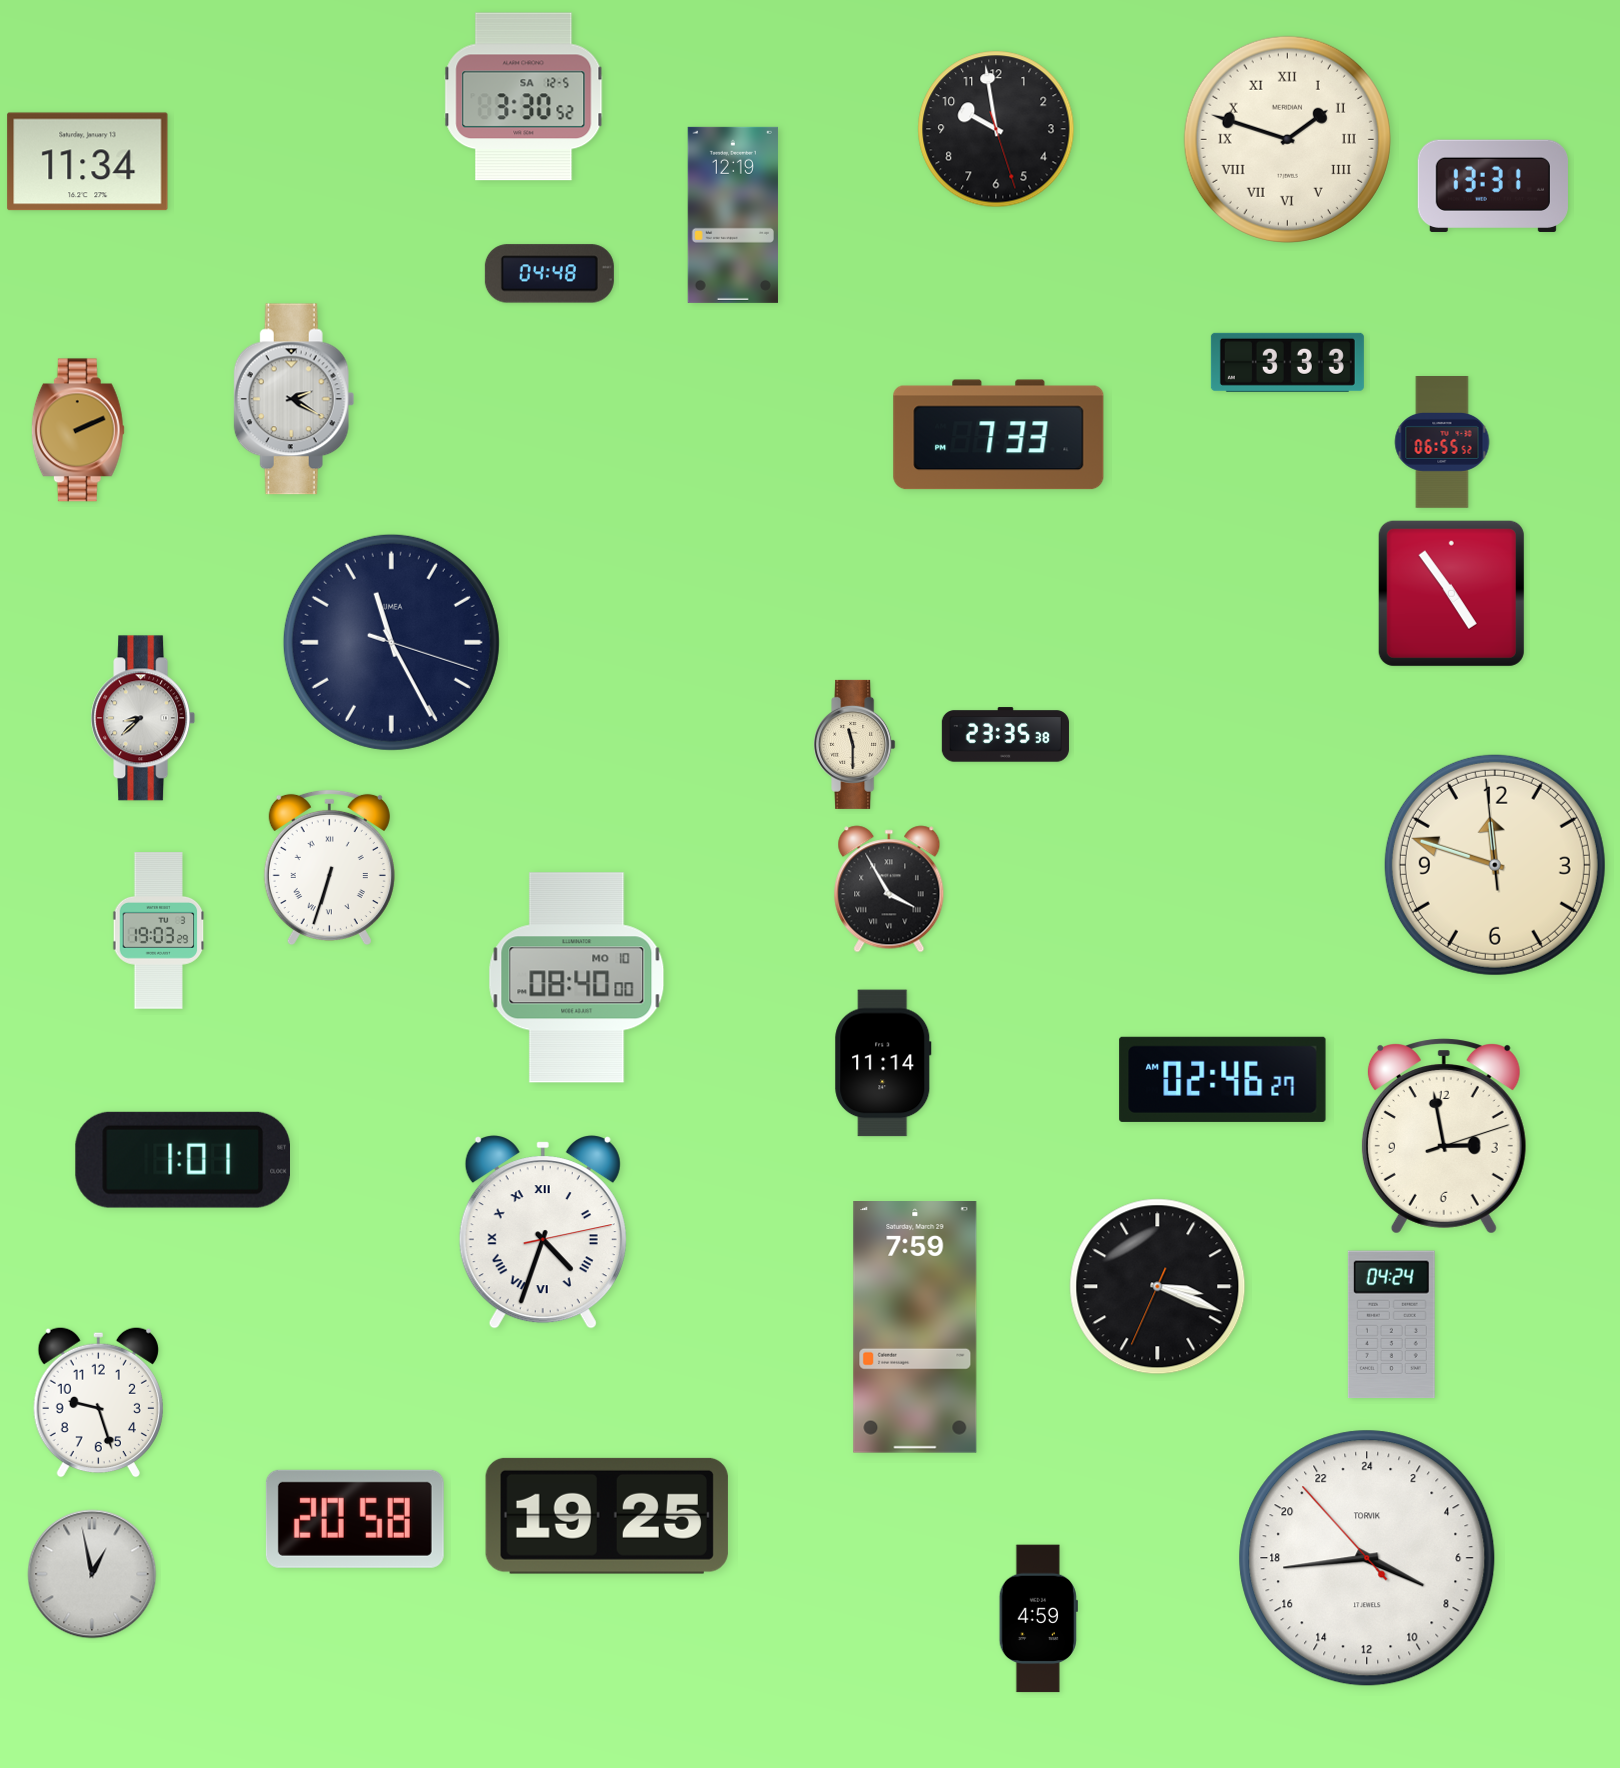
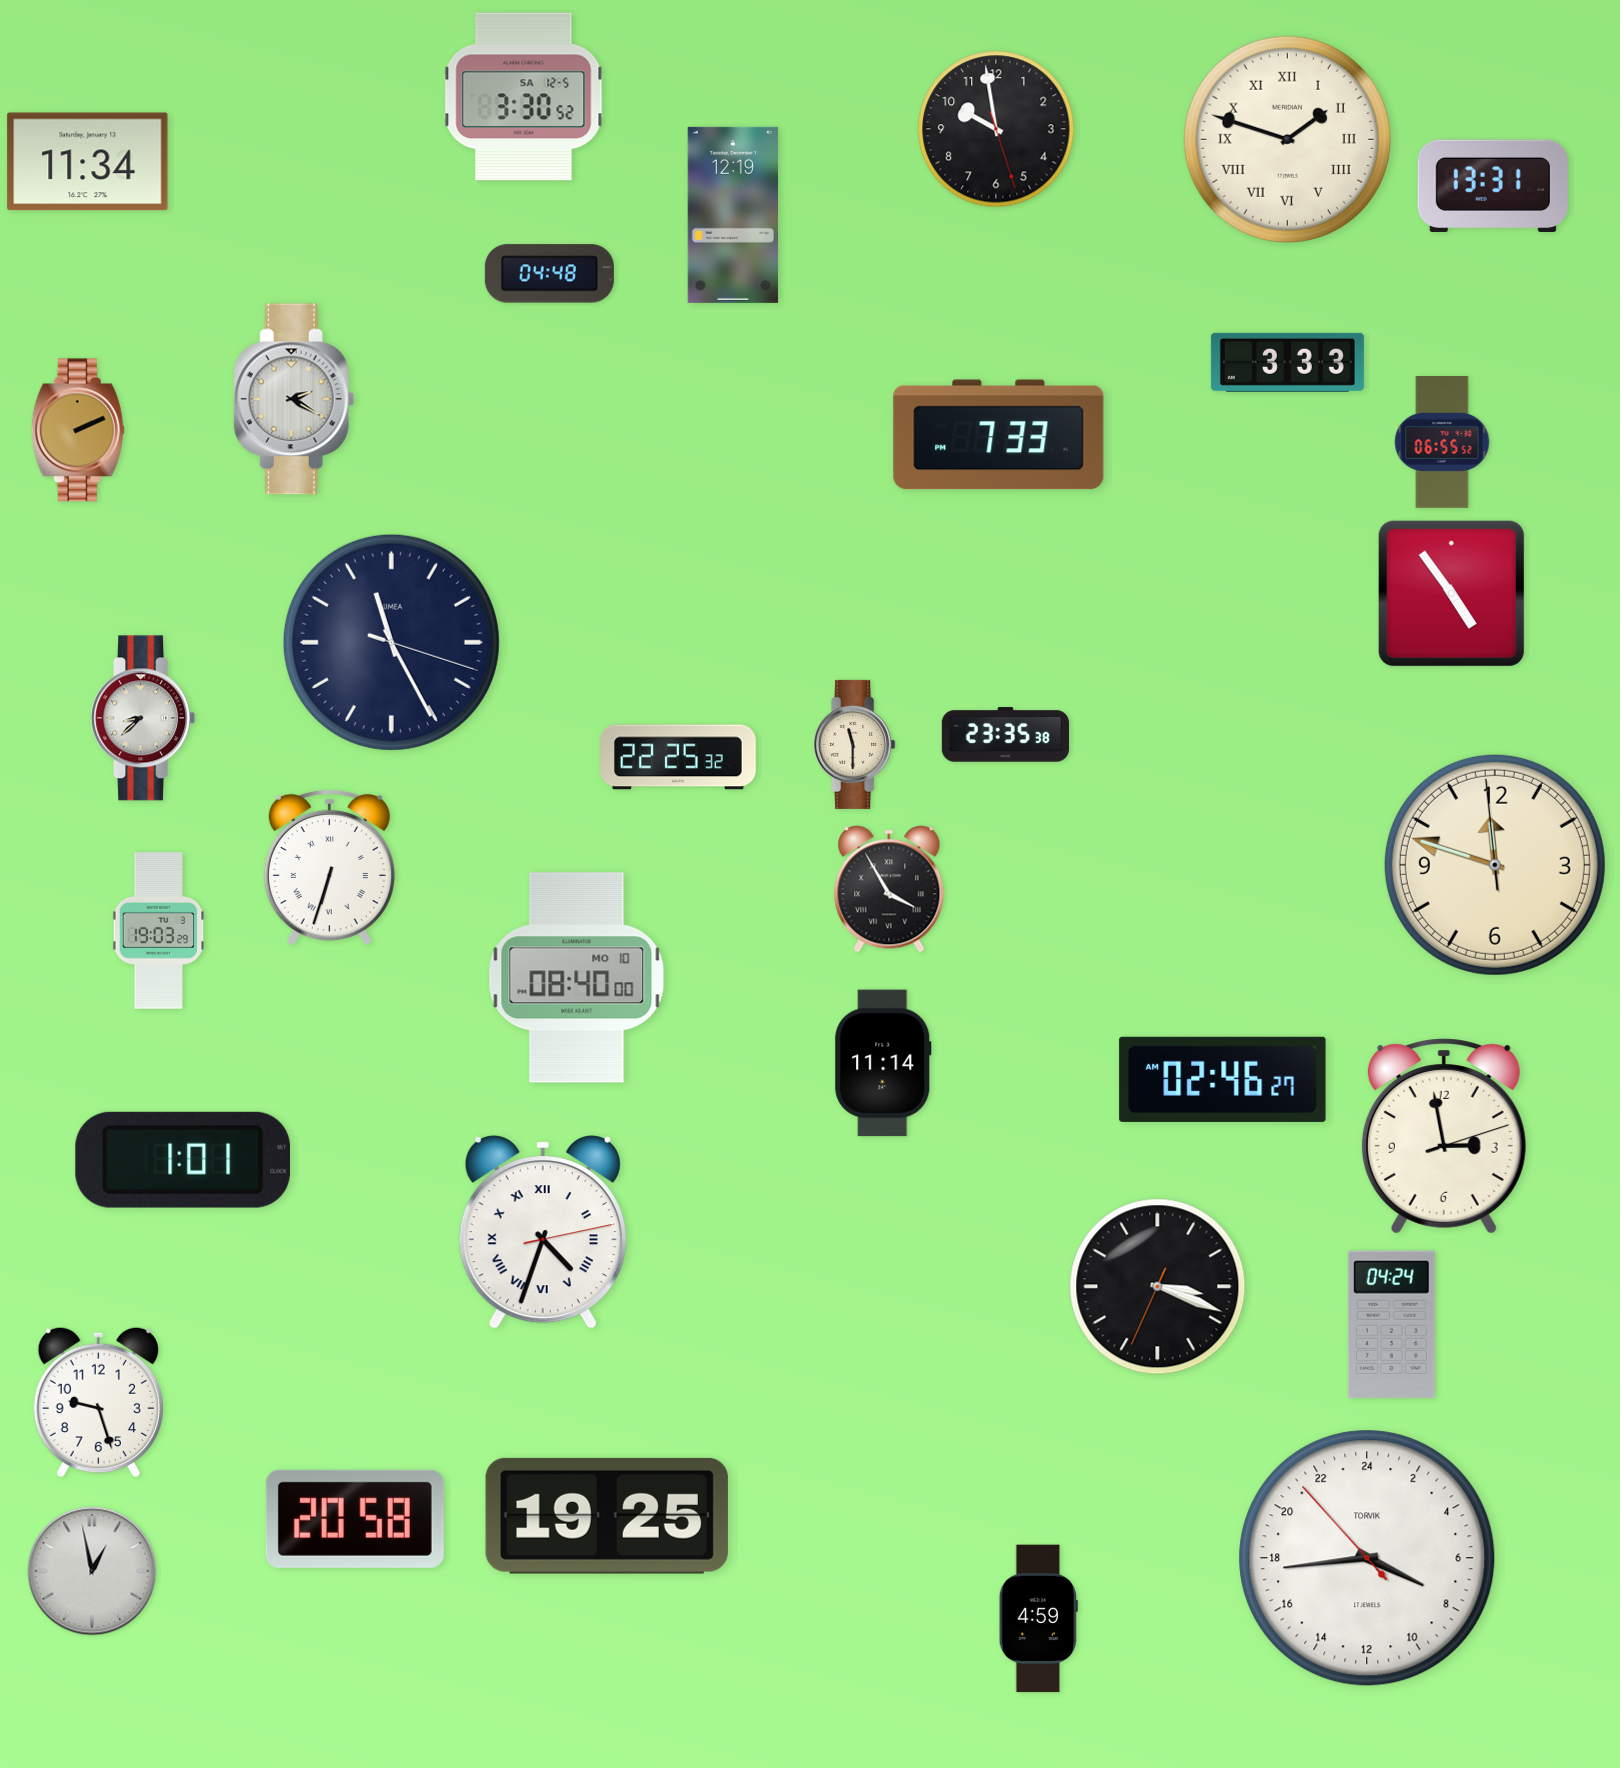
clock at (679, 757): none -> 22:25
clock at (915, 1328): 7:59 -> none
clock at (92, 1574) position: (92, 1574) -> (92, 1571)
